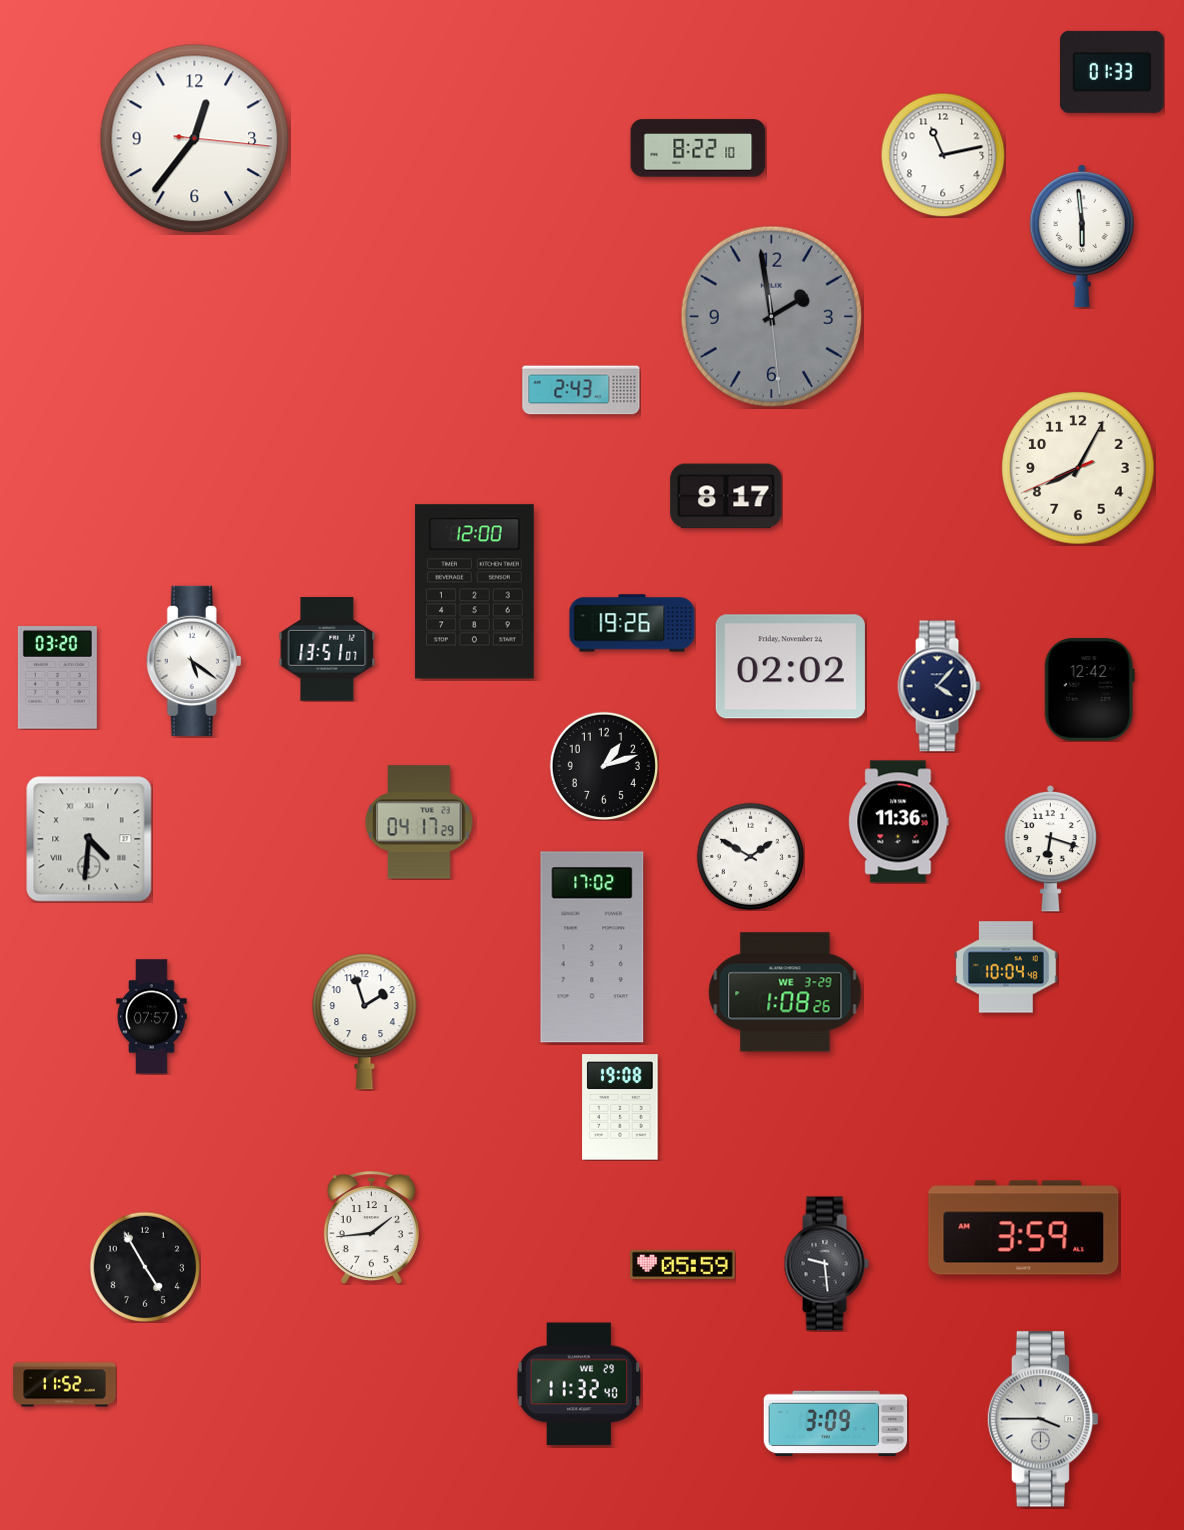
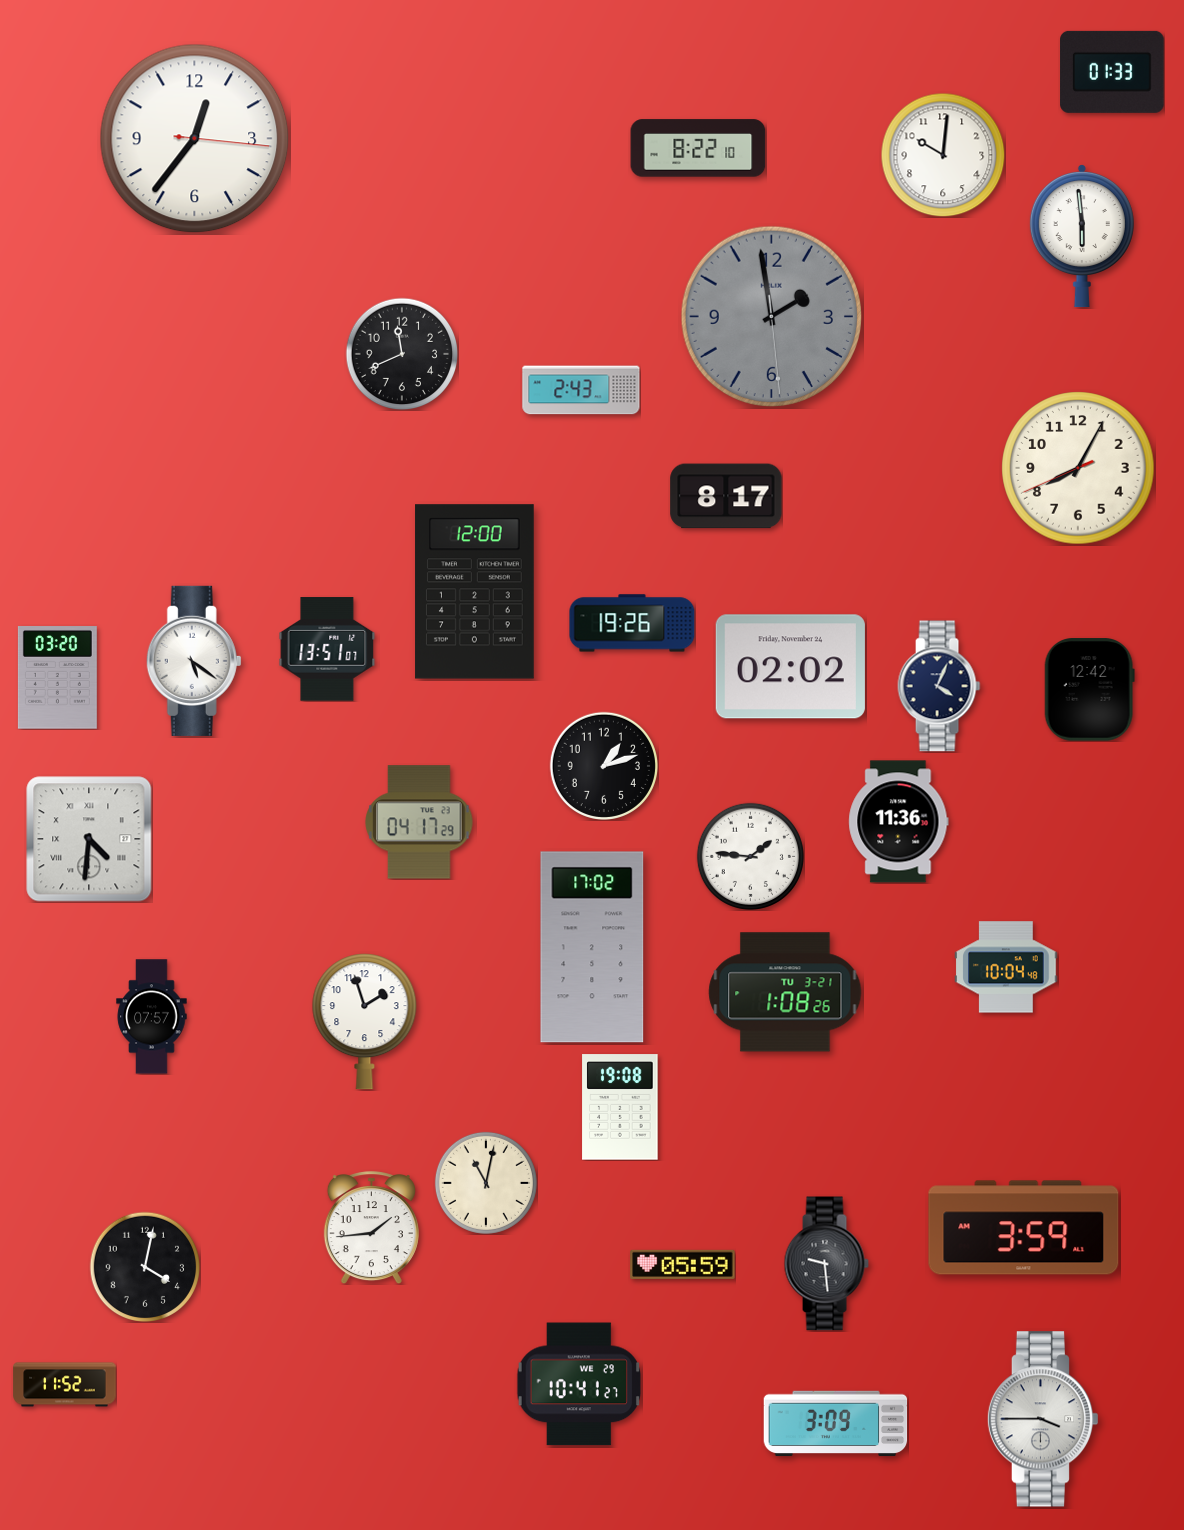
clock at (943, 155): 11:13 -> 10:01
clock at (402, 354): none -> 11:41
clock at (939, 686): 4:07 -> 4:04
clock at (1051, 848): 6:18 -> none
clock at (750, 856): 1:50 -> 1:46
clock at (785, 992) date: WE 3-29 -> TU 3-21
clock at (486, 1183): none -> 11:02
clock at (144, 1266): 4:55 -> 4:02
clock at (578, 1384): 11:32 -> 10:41
